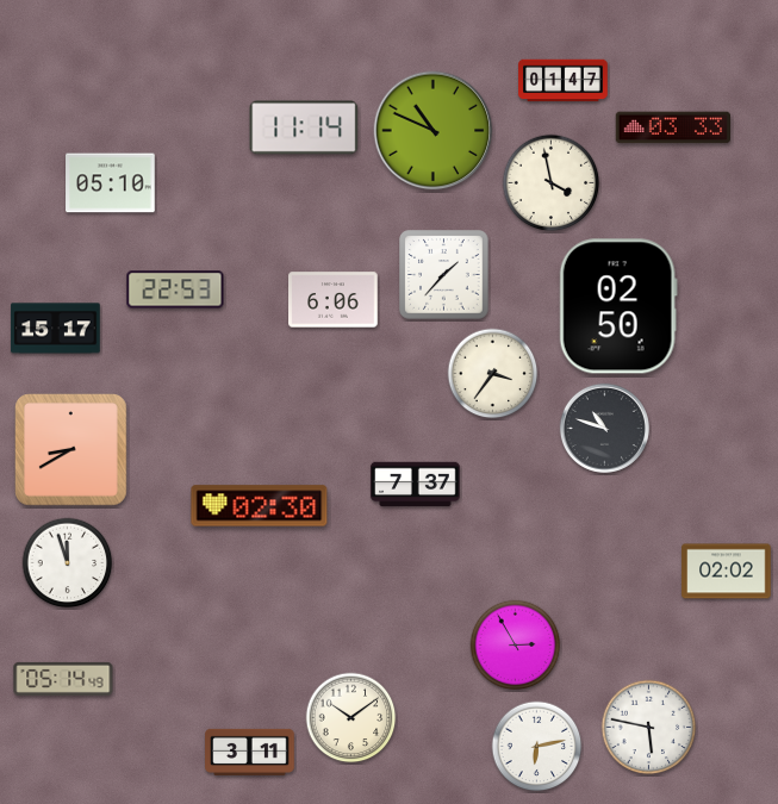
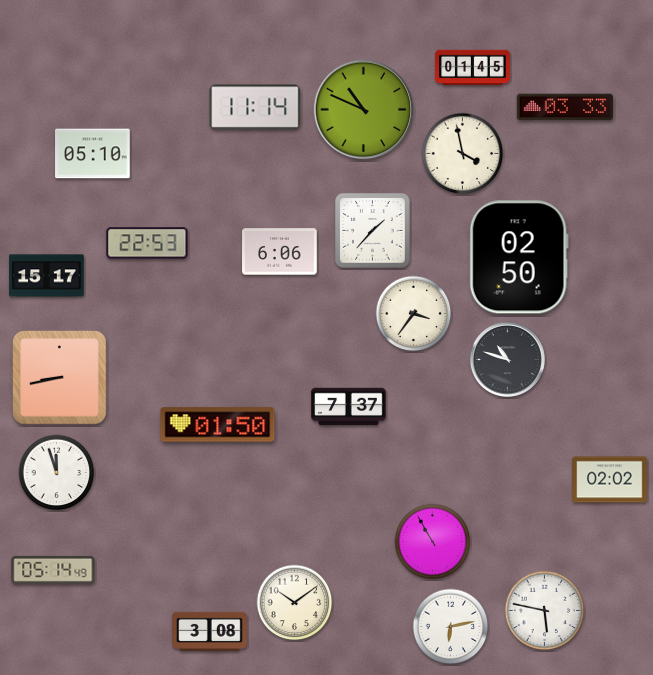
clock at (564, 81): 01:47 -> 01:45
clock at (71, 450): 8:40 -> 8:43
clock at (260, 506): 02:30 -> 01:50
clock at (516, 646): 2:55 -> 10:55
clock at (250, 752): 3:11 -> 3:08
